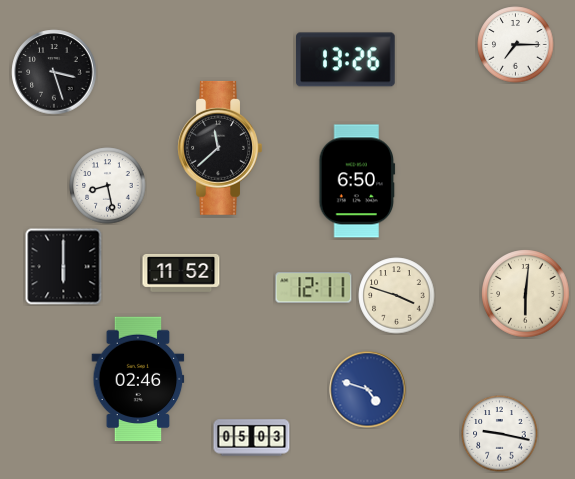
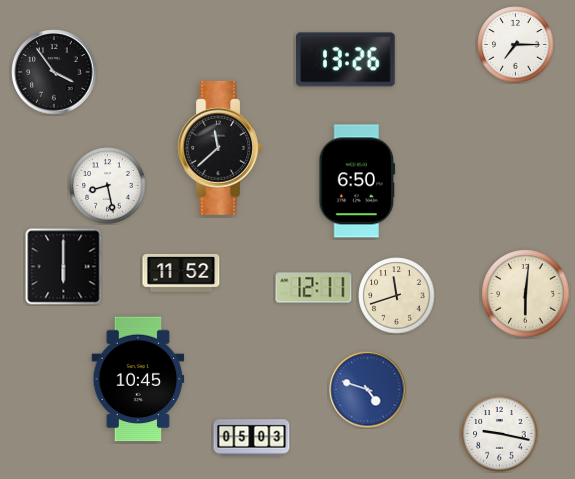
clock at (54, 72): 3:27 -> 3:54
clock at (397, 296): 3:48 -> 11:42
clock at (138, 379): 02:46 -> 10:45
